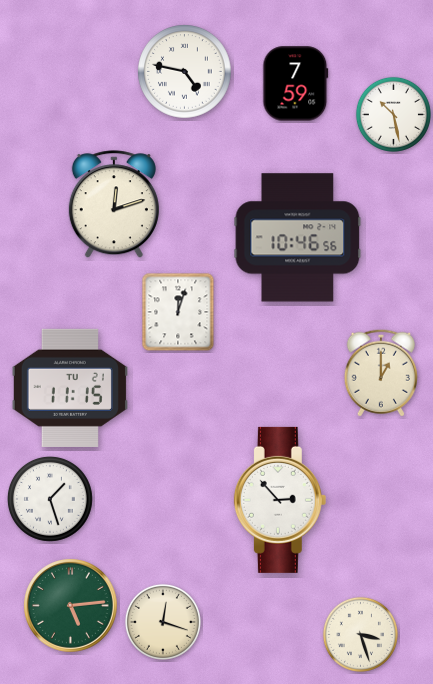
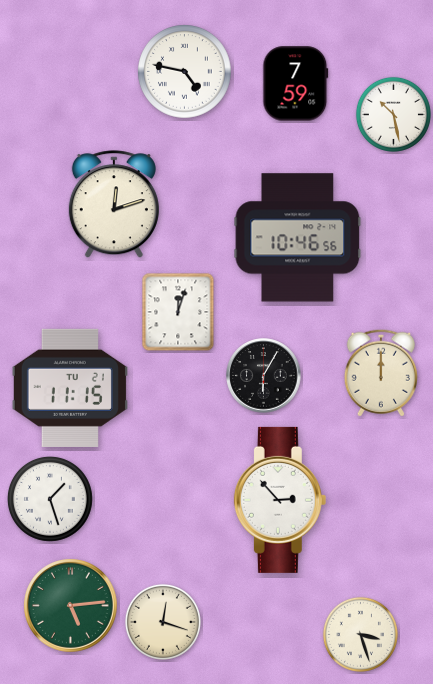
clock at (381, 373): 1:00 -> 12:00
clock at (264, 376): none -> 6:05
